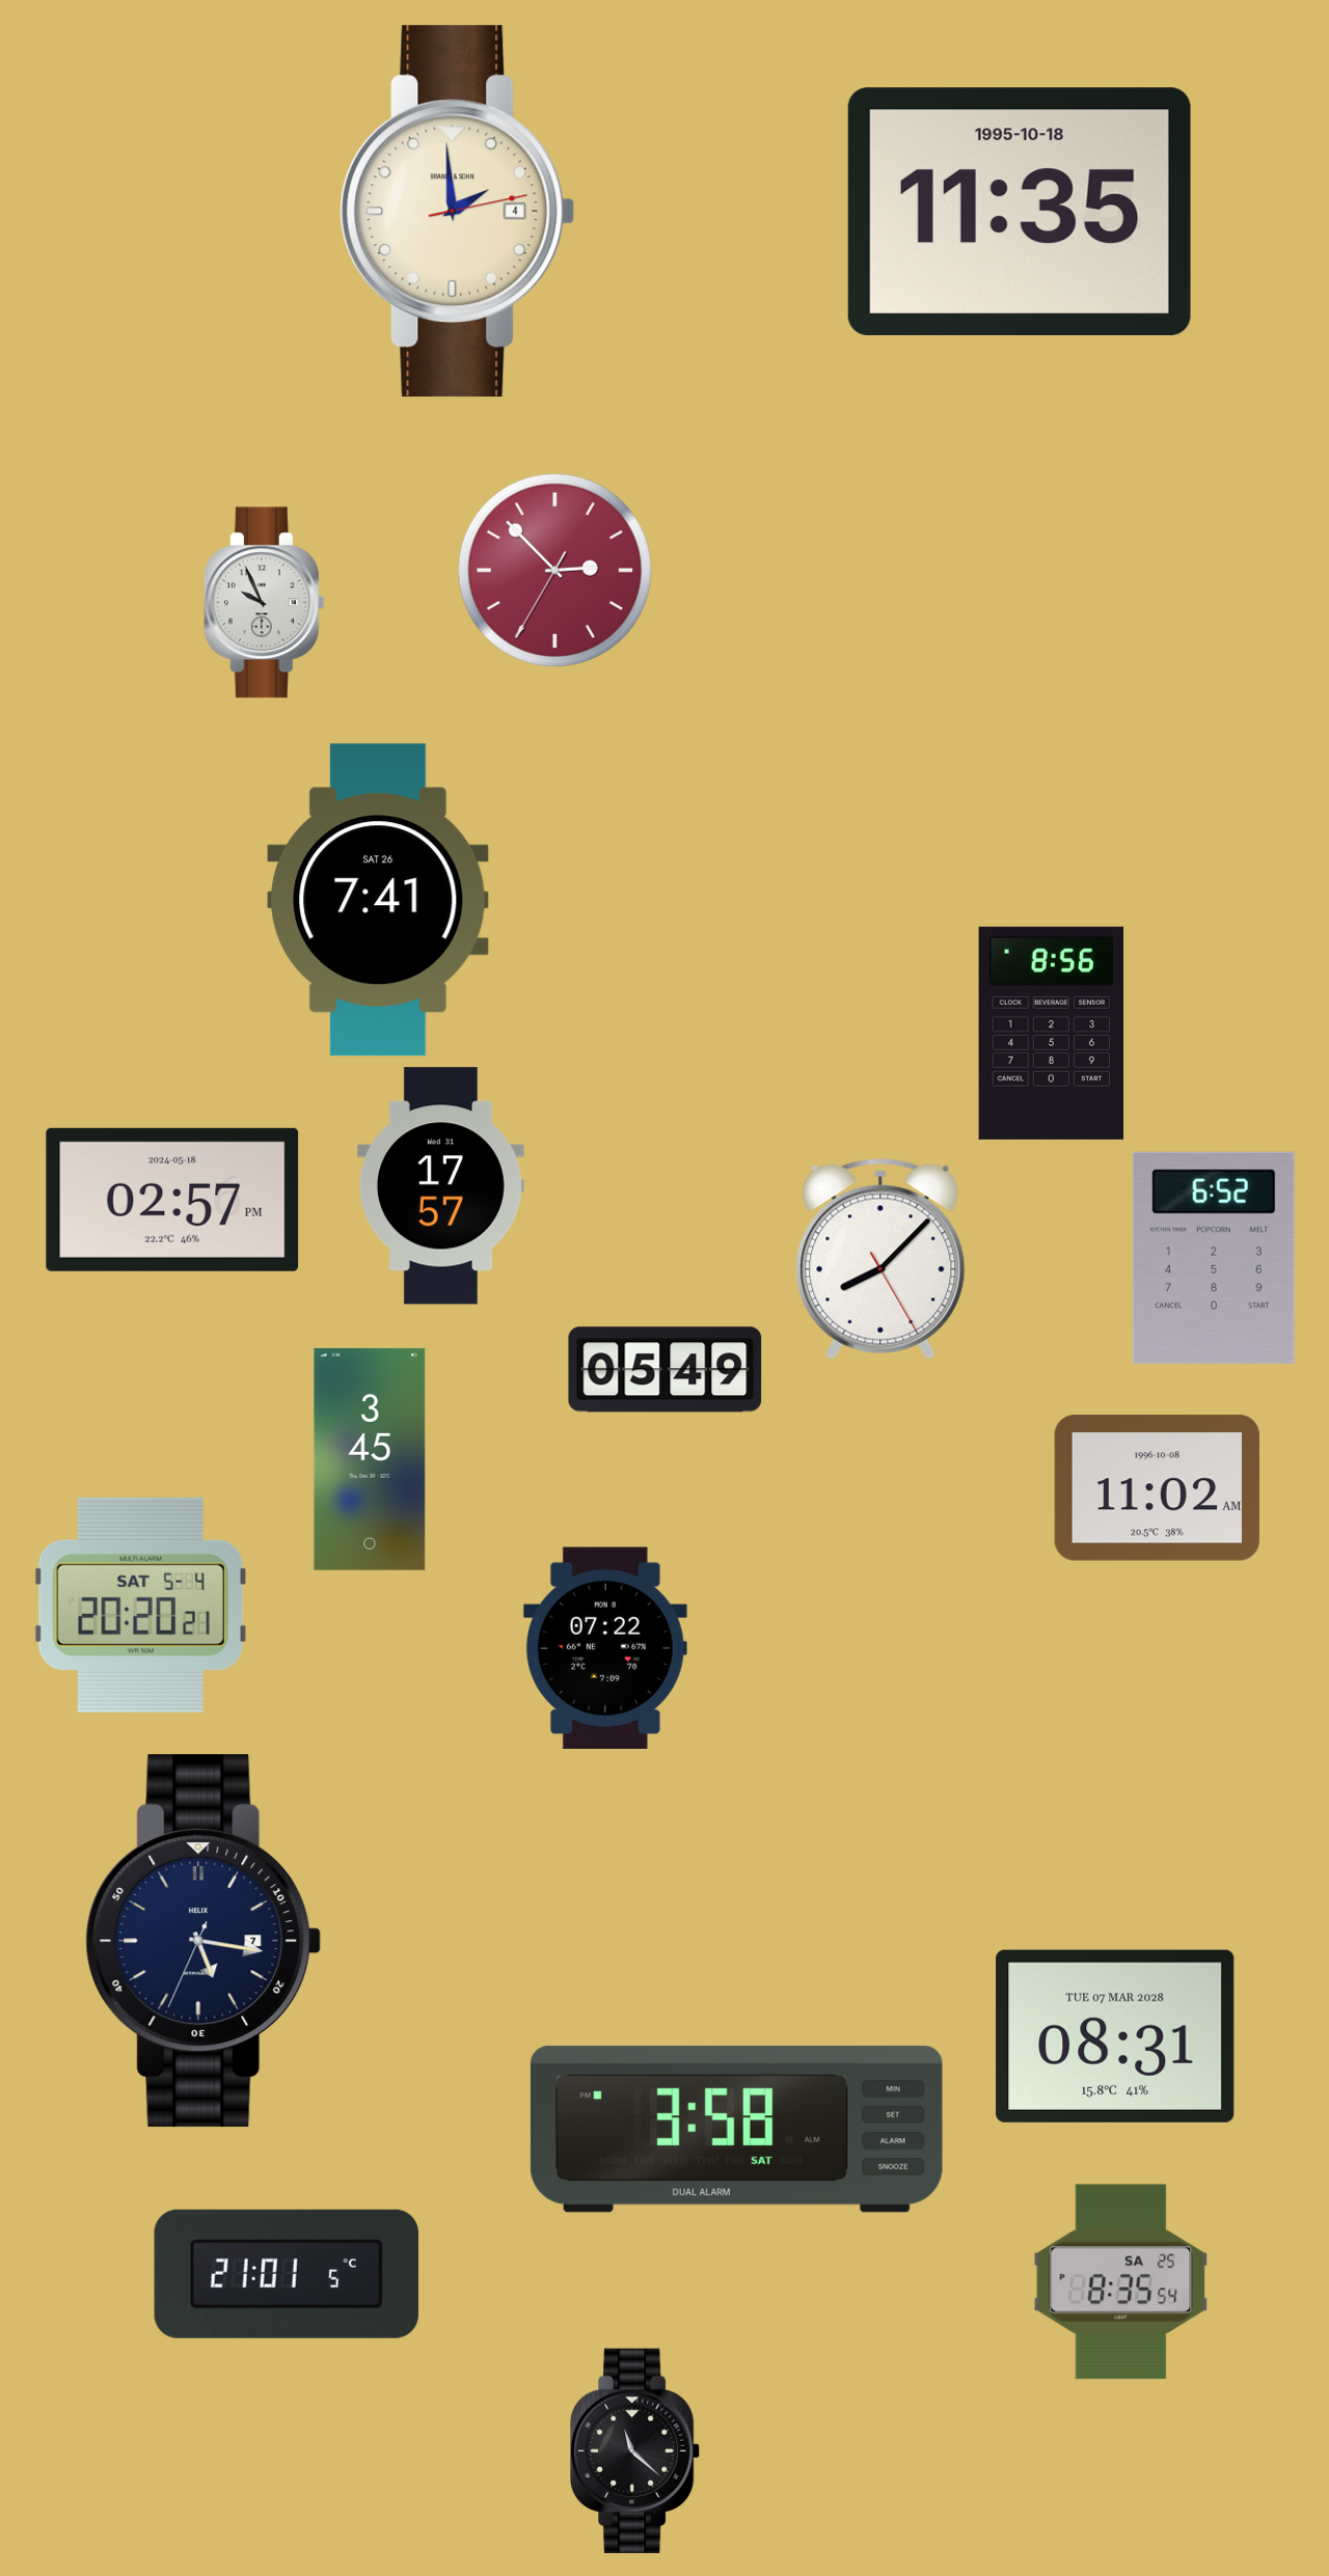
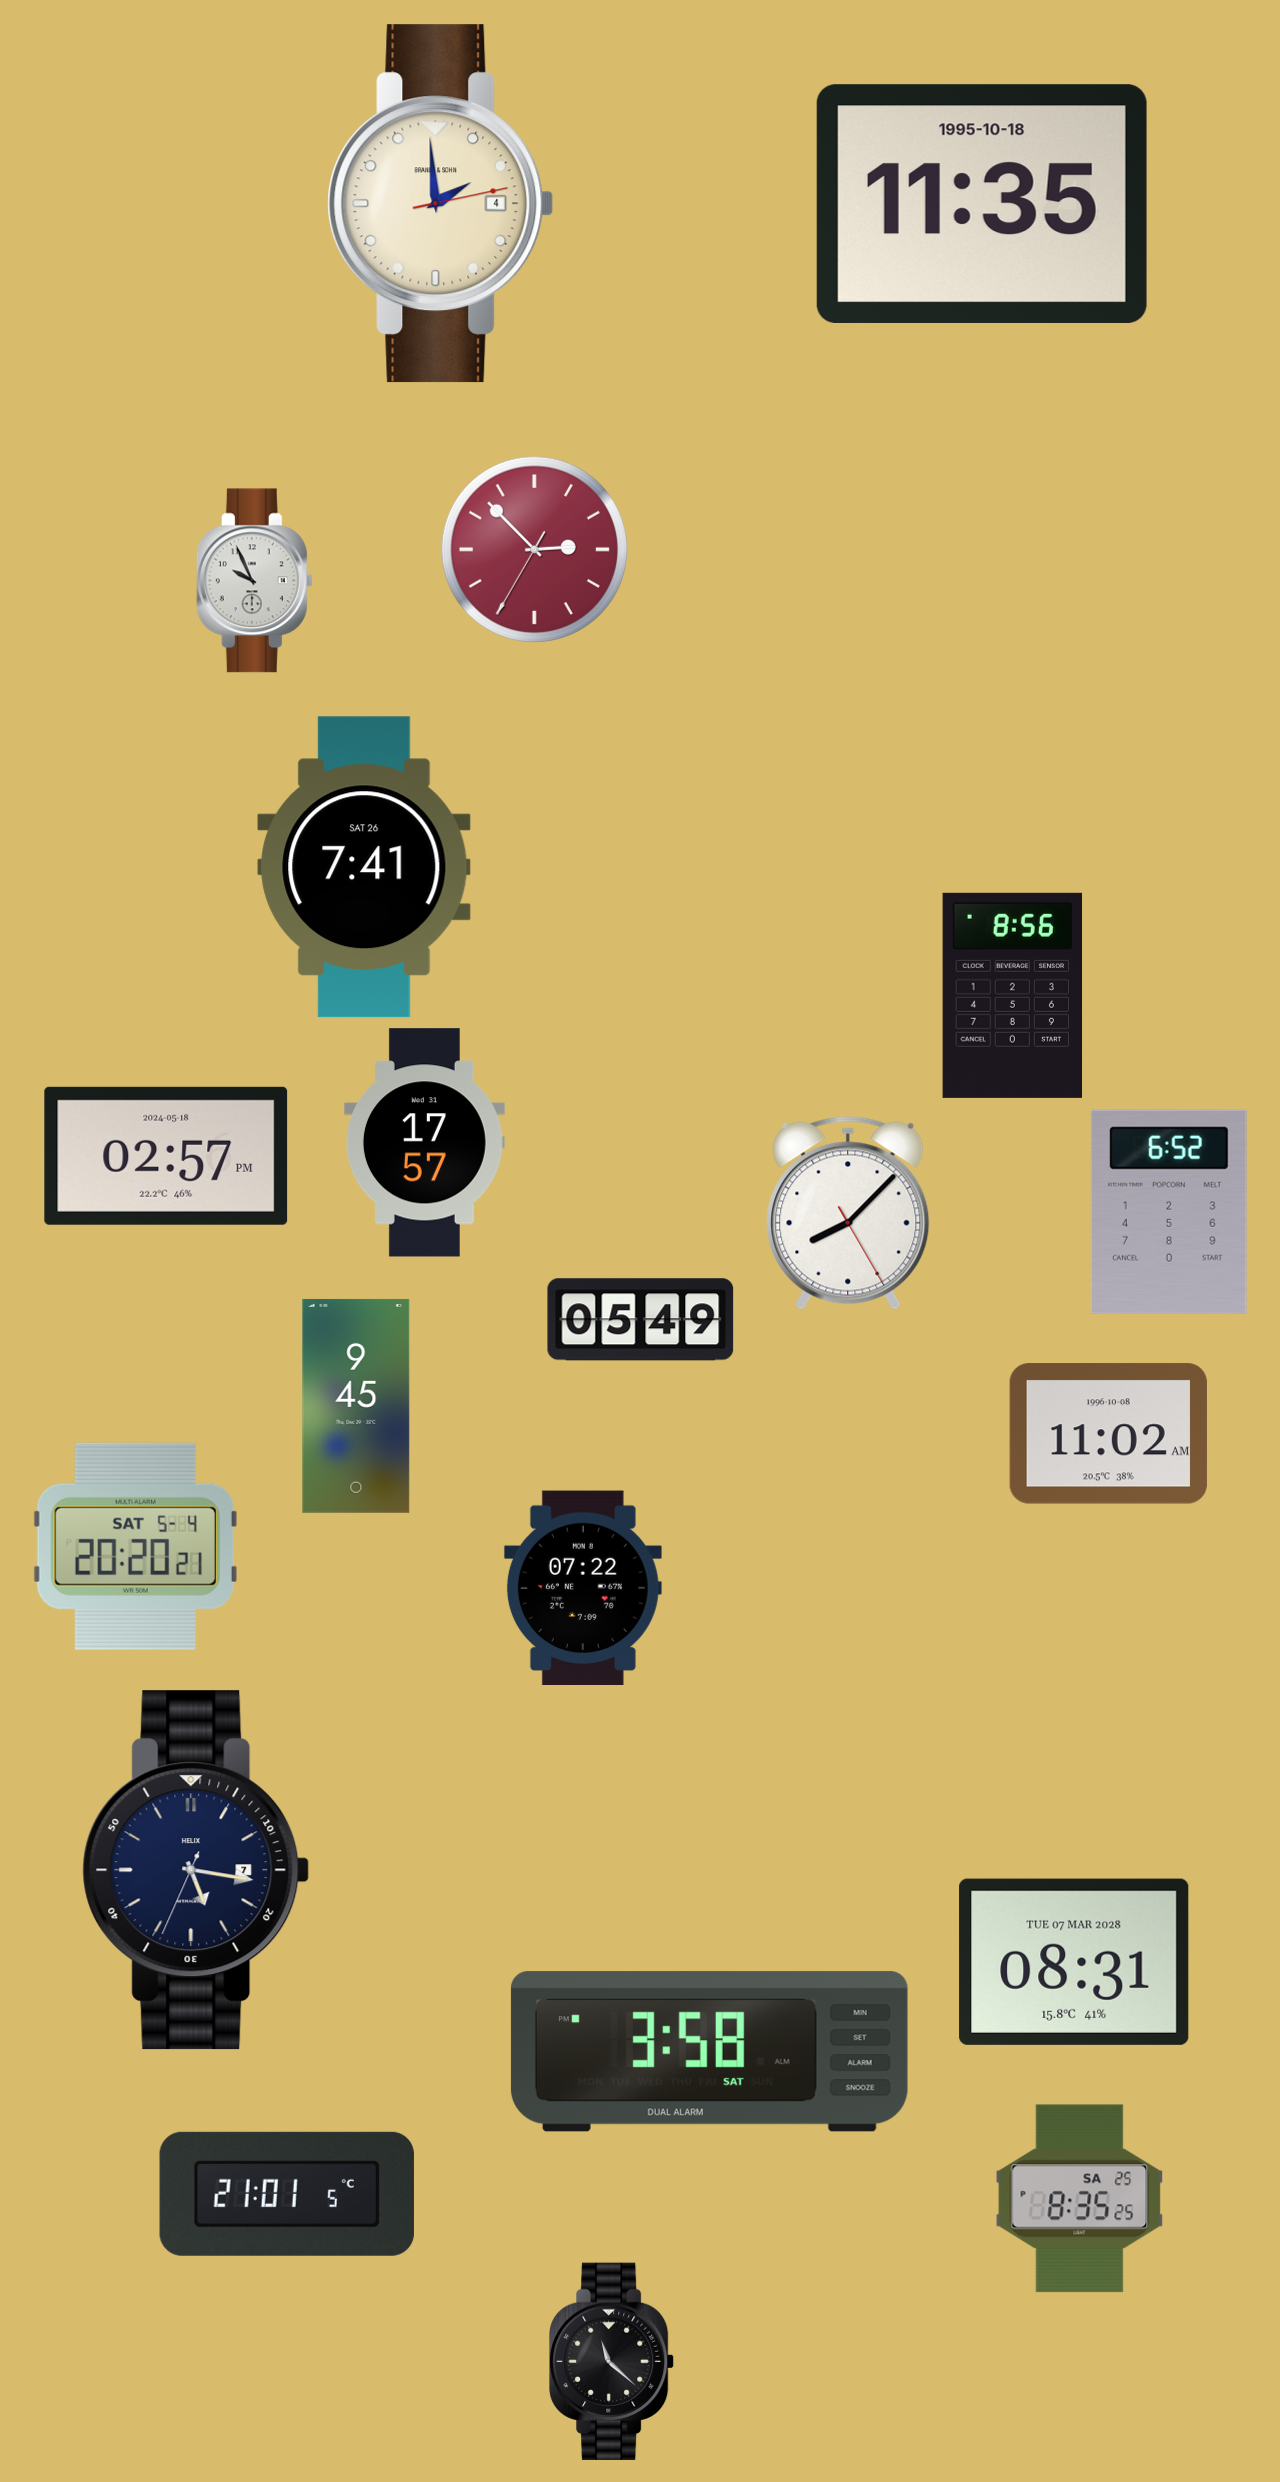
clock at (370, 1459): 3:45 -> 9:45
clock at (1157, 1488) position: (1157, 1488) -> (1108, 1434)
clock at (287, 2274) position: (287, 2274) -> (287, 2194)
clock at (1121, 2282): 8:35:54 -> 8:35:25
